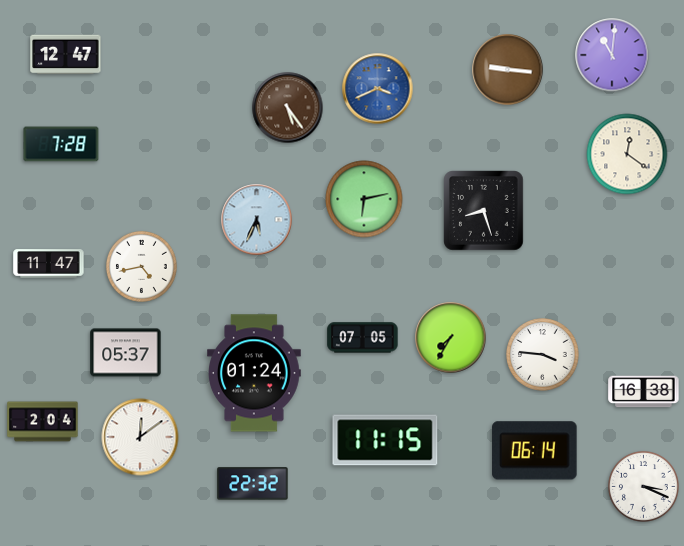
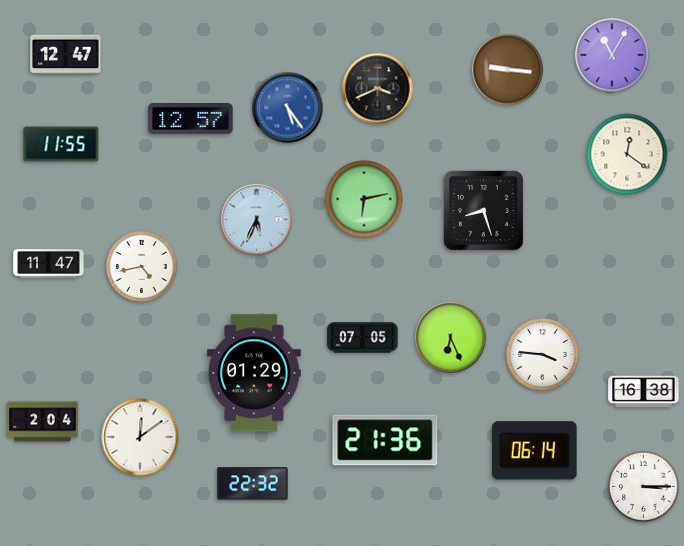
clock at (612, 55): 11:01 -> 11:05
clock at (378, 89) dial: blue -> black
clock at (288, 108) dial: brown -> blue
clock at (191, 119): none -> 12:57
clock at (61, 144): 7:28 -> 11:55
clock at (451, 338): 7:35 -> 6:26
clock at (126, 353): 05:37 -> none
clock at (255, 373): 01:24 -> 01:29
clock at (385, 440): 11:15 -> 21:36
clock at (643, 486): 3:19 -> 3:15
